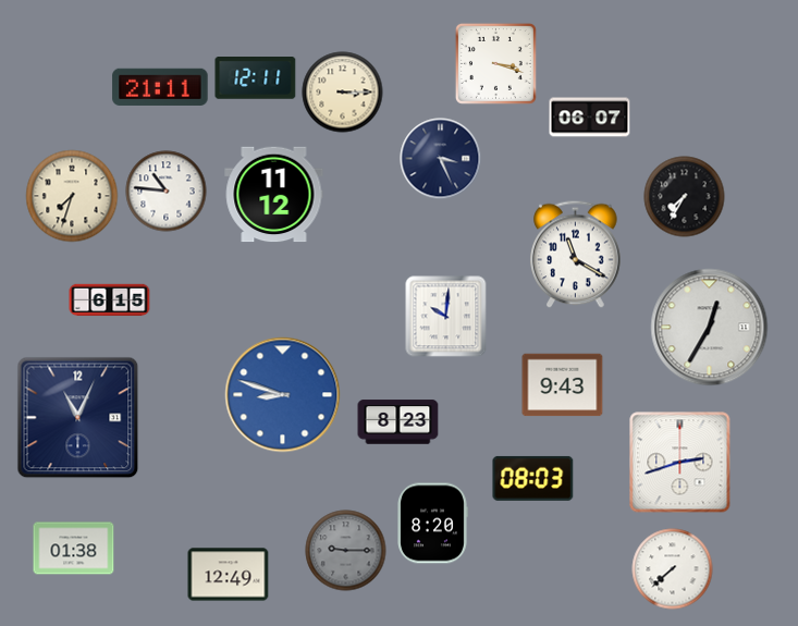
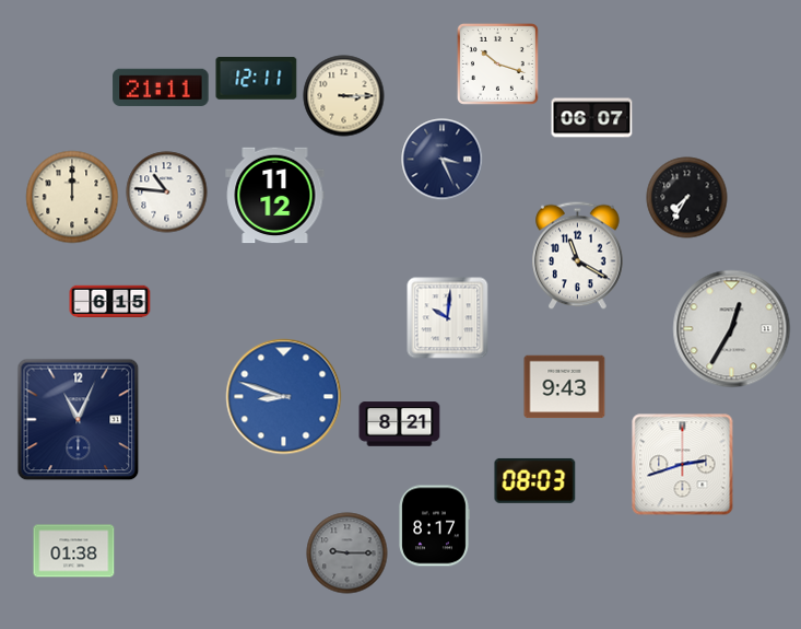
clock at (495, 63): 3:18 -> 10:18
clock at (343, 93) position: (343, 93) -> (344, 96)
clock at (72, 196): 7:33 -> 12:00
clock at (710, 328) position: (710, 328) -> (732, 329)
clock at (398, 422): 8:23 -> 8:21
clock at (432, 524): 8:20 -> 8:17
clock at (673, 569): 7:38 -> none
clock at (229, 575): 12:49 -> none
